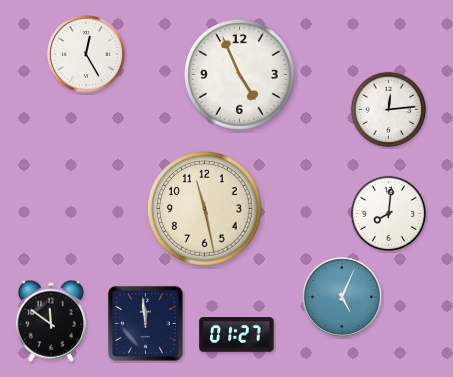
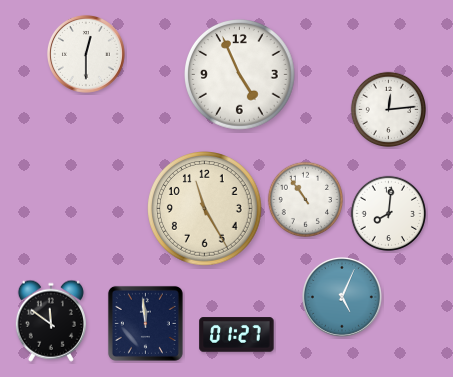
clock at (86, 54): 12:25 -> 12:30
clock at (305, 199): none -> 10:54
clock at (205, 209): 11:28 -> 11:25
